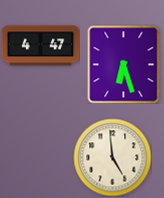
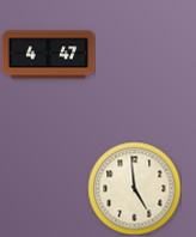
clock at (124, 64): 6:27 -> none
